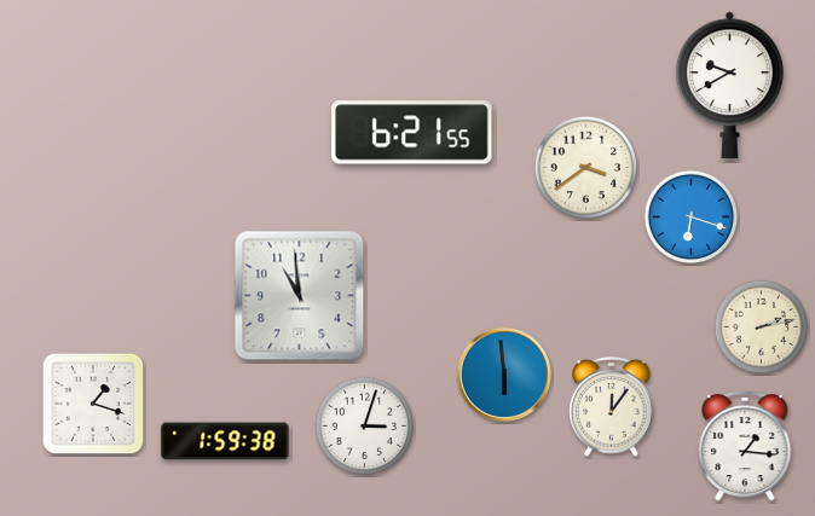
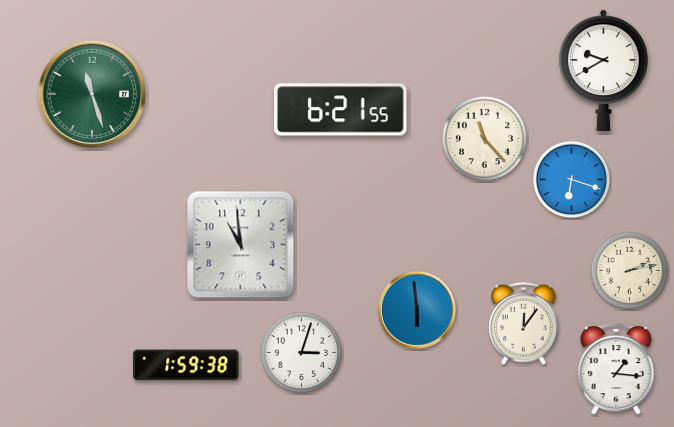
clock at (92, 94): none -> 11:27
clock at (585, 167): 3:39 -> 11:23
clock at (300, 296) position: (300, 296) -> (241, 245)
clock at (93, 404): 1:18 -> none
clock at (612, 407) position: (612, 407) -> (524, 324)
